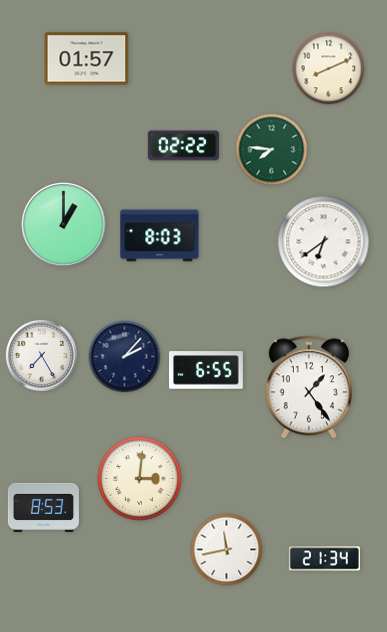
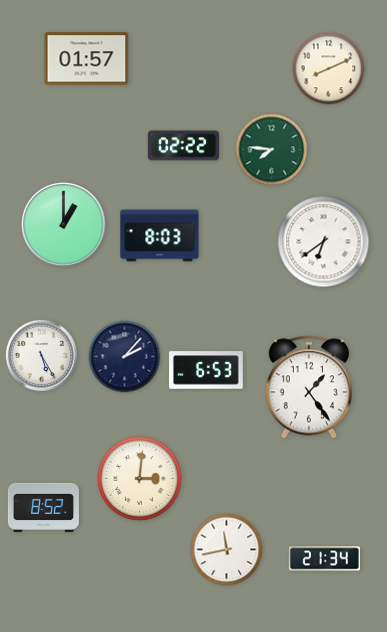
clock at (41, 355): 7:25 -> 5:25
clock at (206, 370): 6:55 -> 6:53
clock at (43, 507): 8:53 -> 8:52
